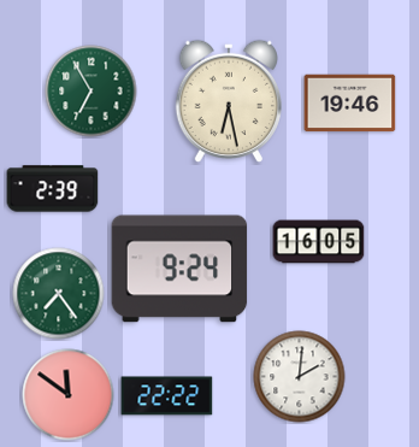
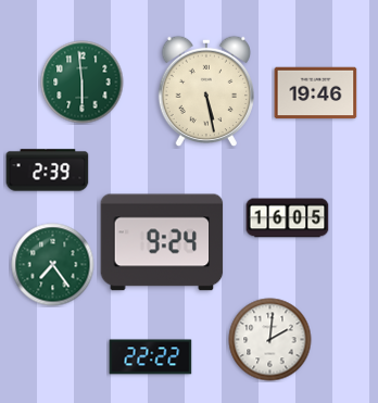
clock at (92, 92): 6:55 -> 5:59
clock at (228, 100): 6:28 -> 5:28
clock at (69, 395): 11:51 -> none
